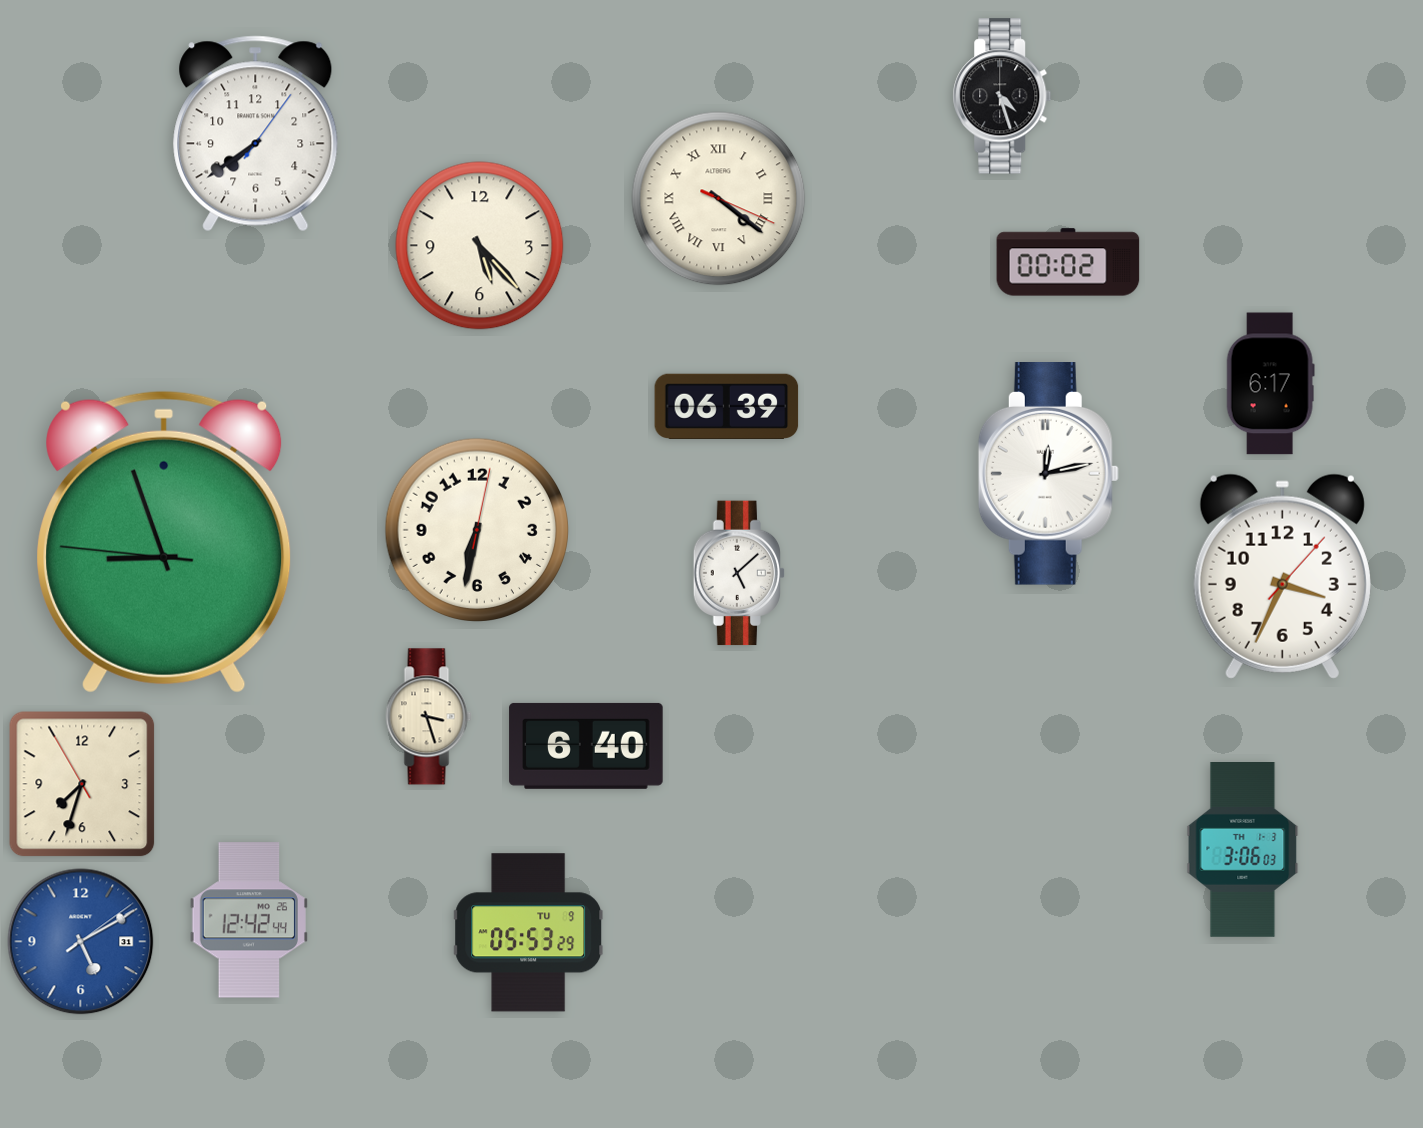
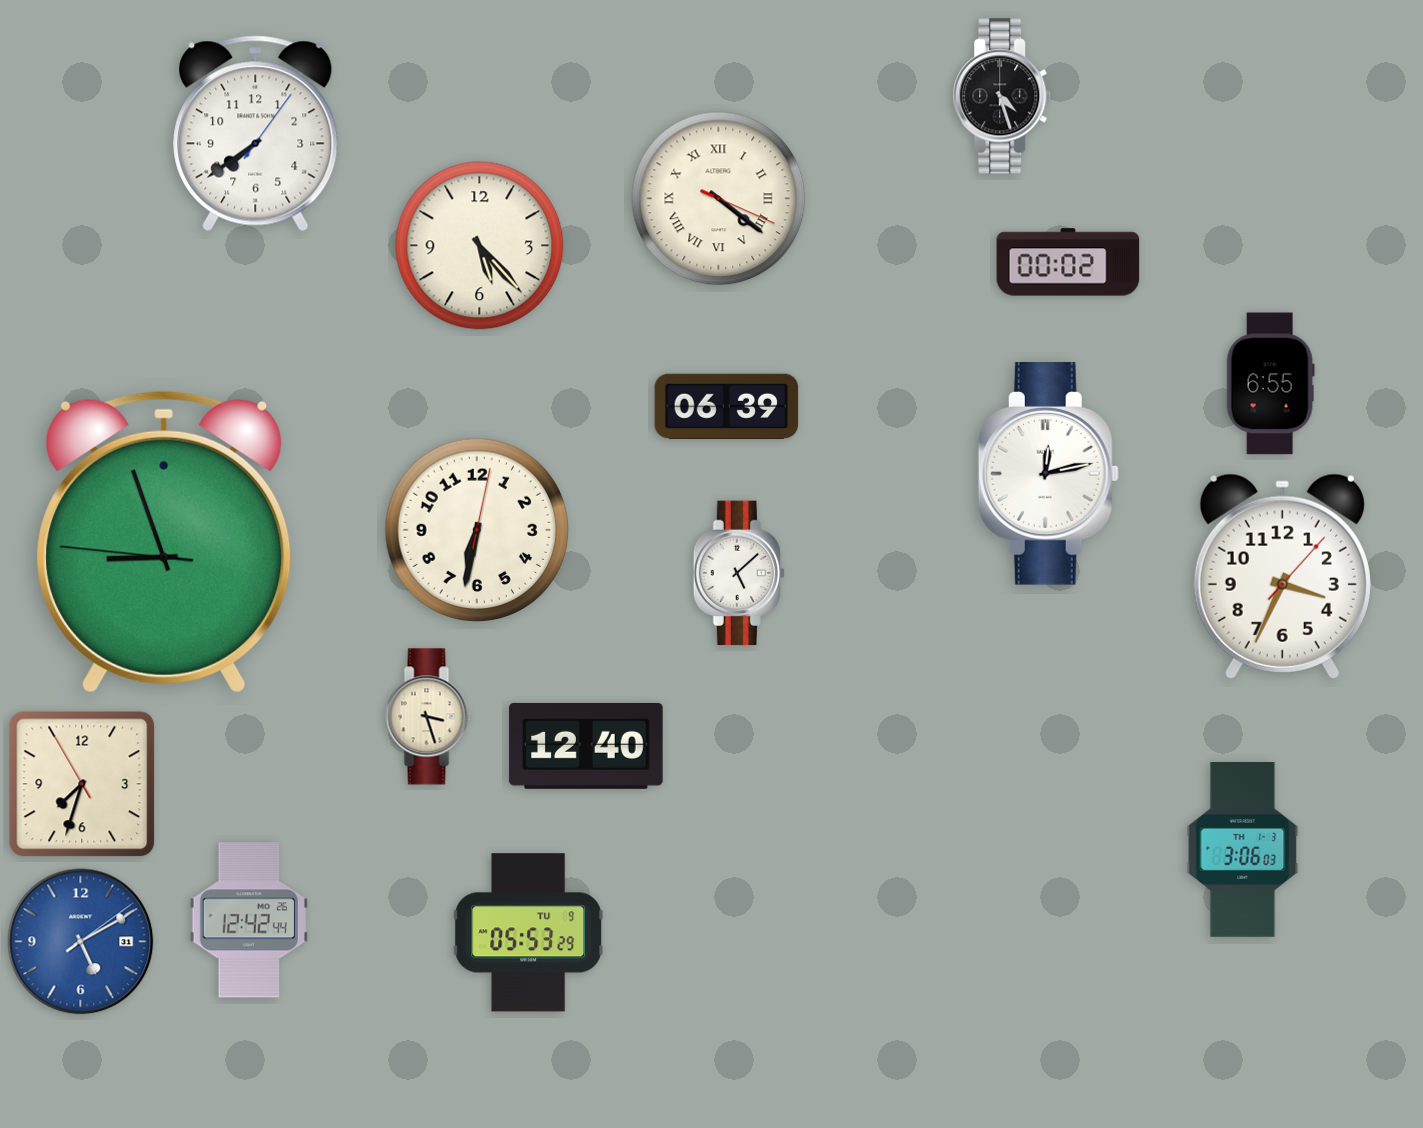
clock at (1270, 384): 6:17 -> 6:55
clock at (586, 746): 6:40 -> 12:40
